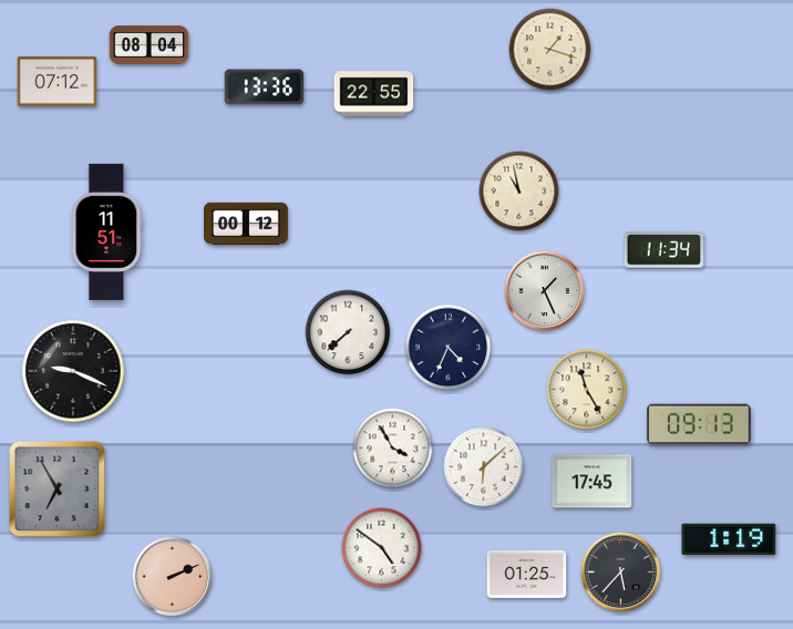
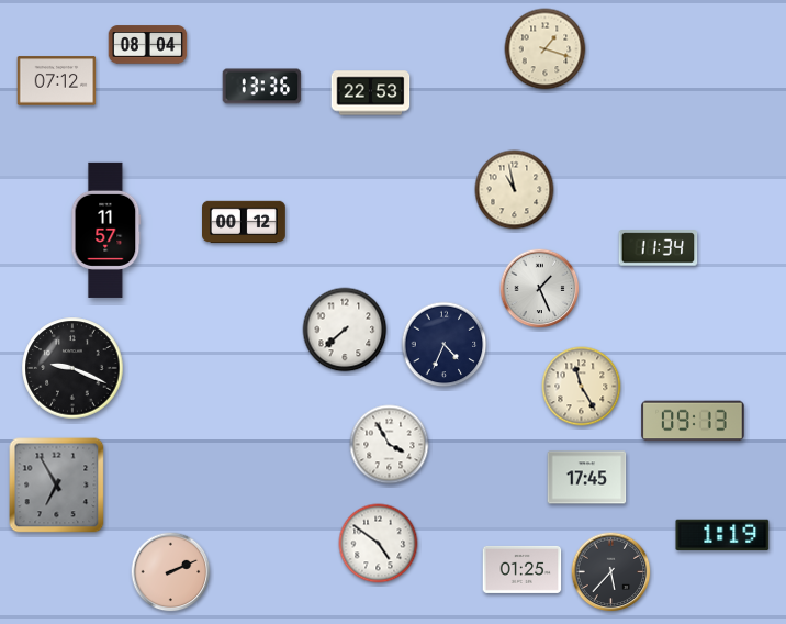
clock at (374, 94): 22:55 -> 22:53
clock at (107, 231): 11:51 -> 11:57
clock at (484, 467): 6:08 -> none
clock at (621, 573) position: (621, 573) -> (611, 572)
